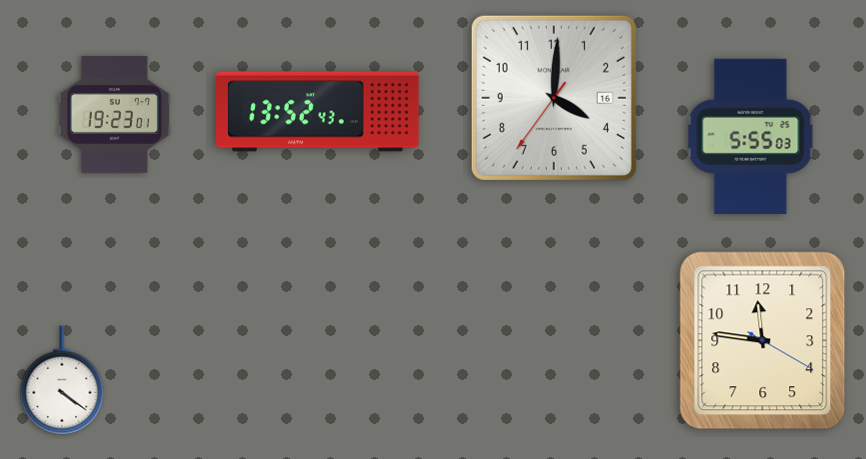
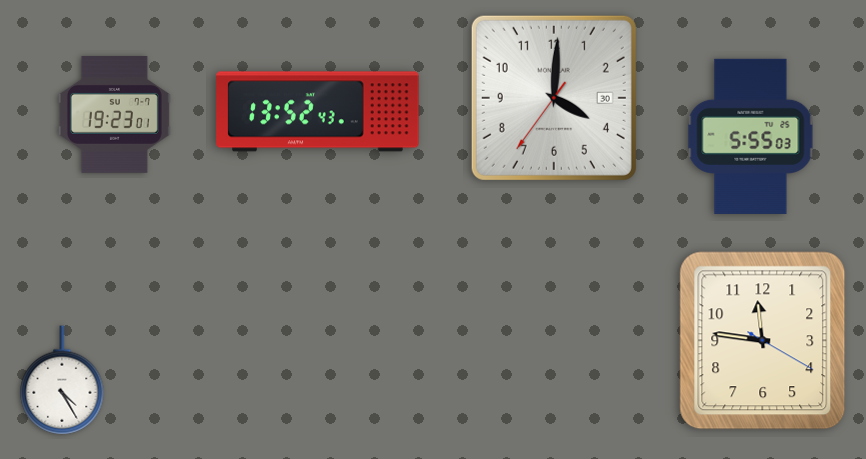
clock at (554, 98) date: 16 -> 30
clock at (62, 380): 4:21 -> 4:25
